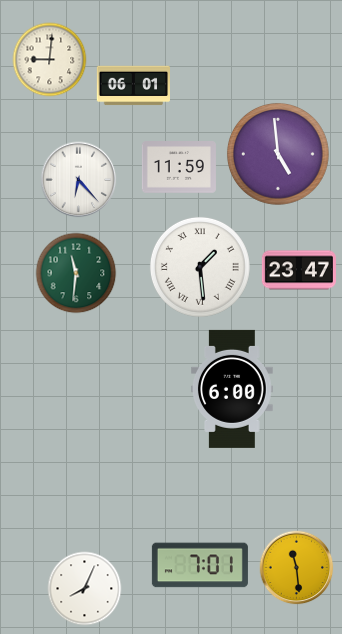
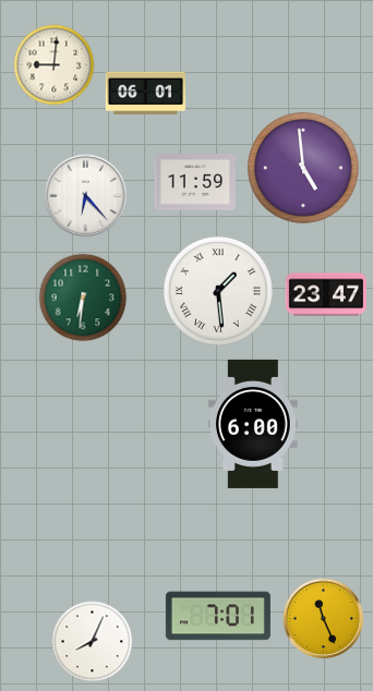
clock at (76, 273): 11:31 -> 6:31
clock at (297, 568): 11:29 -> 11:26
